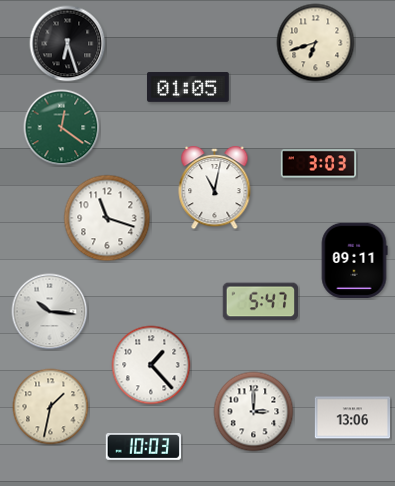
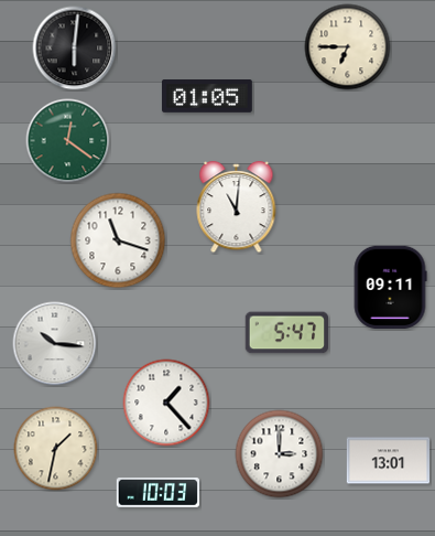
clock at (316, 43): 6:42 -> 6:45
clock at (68, 44): 6:27 -> 6:01
clock at (319, 164): 3:03 -> none
clock at (215, 189): 11:02 -> 11:01
clock at (353, 418): 13:06 -> 13:01
